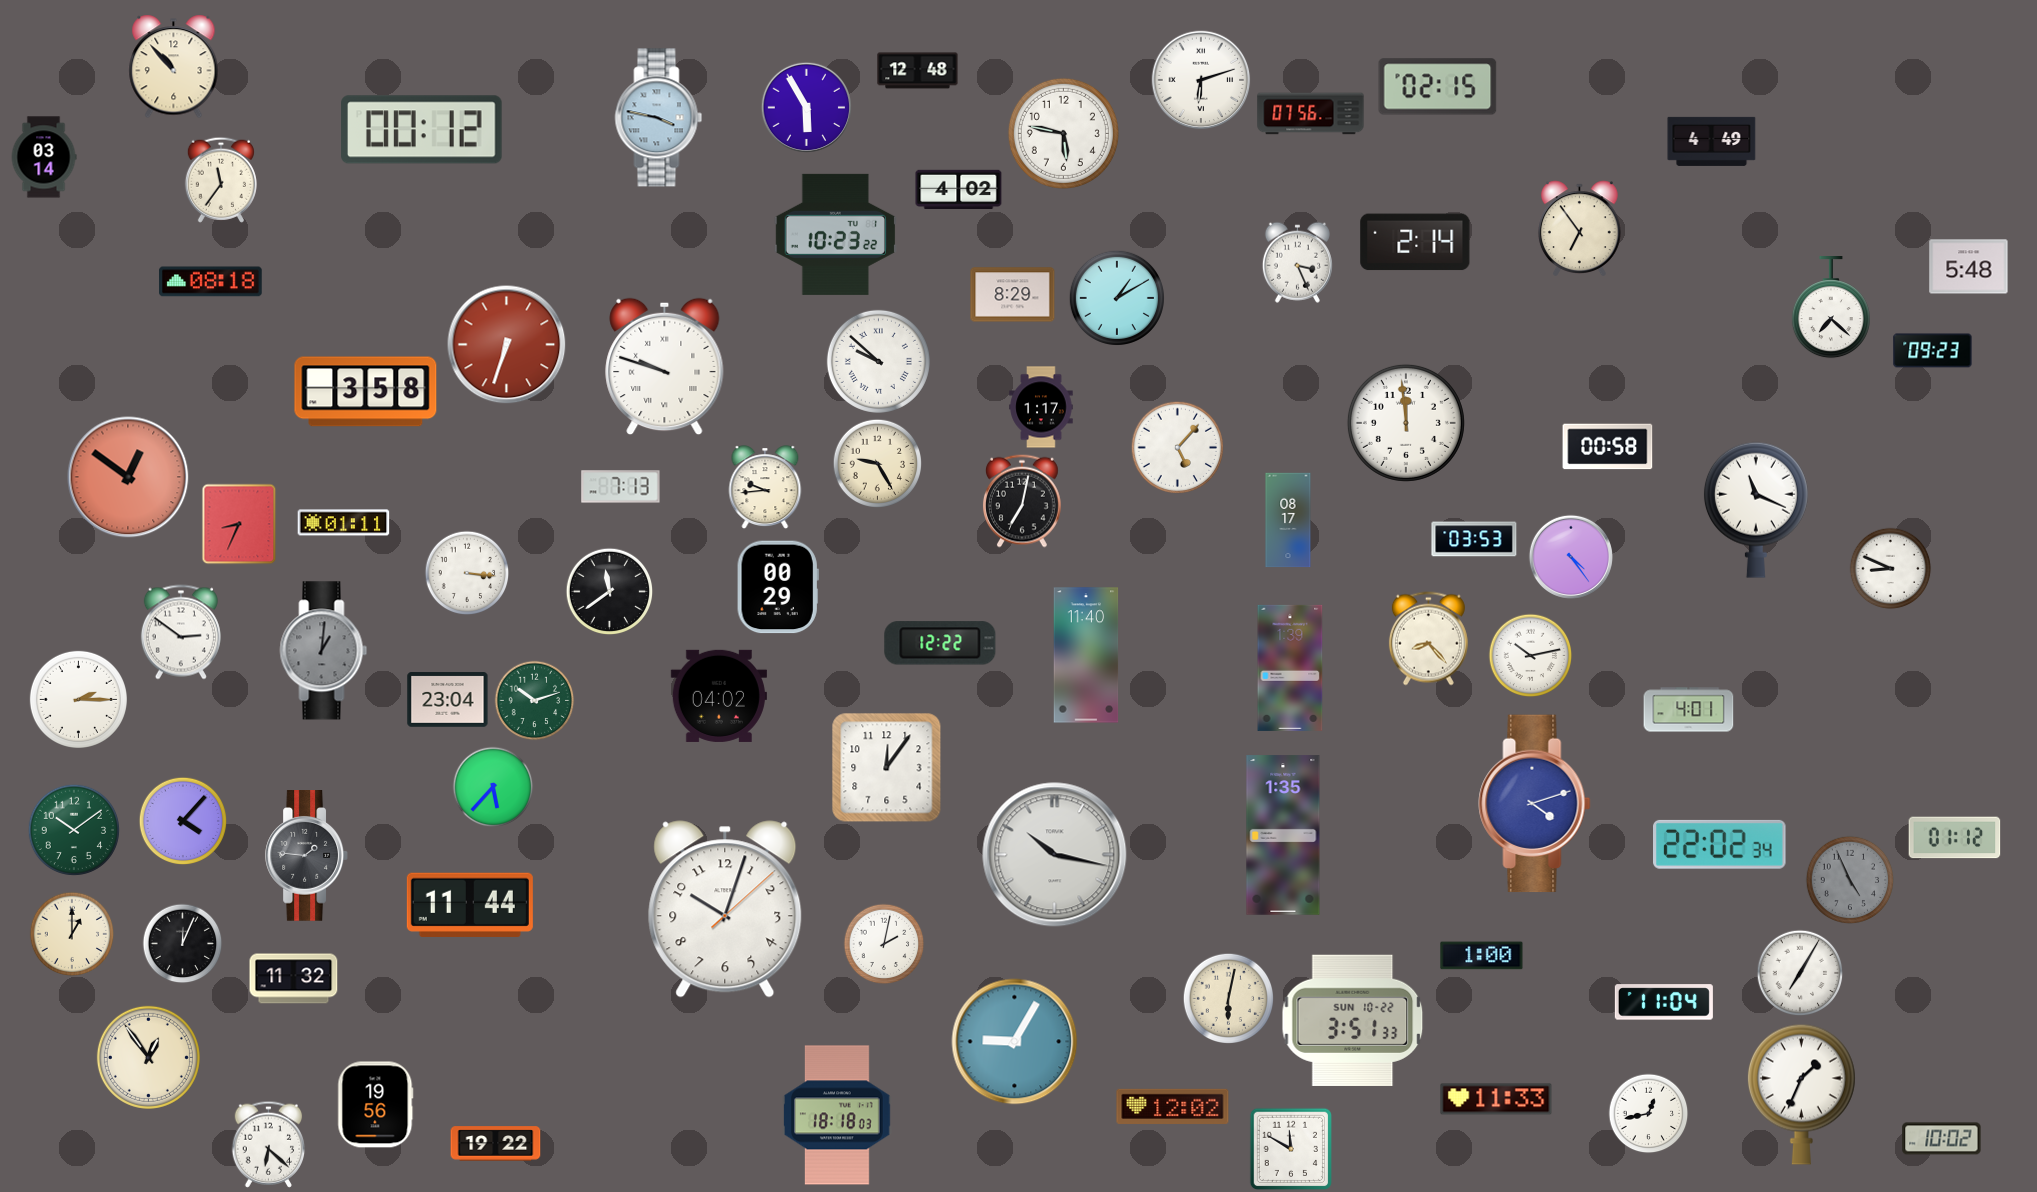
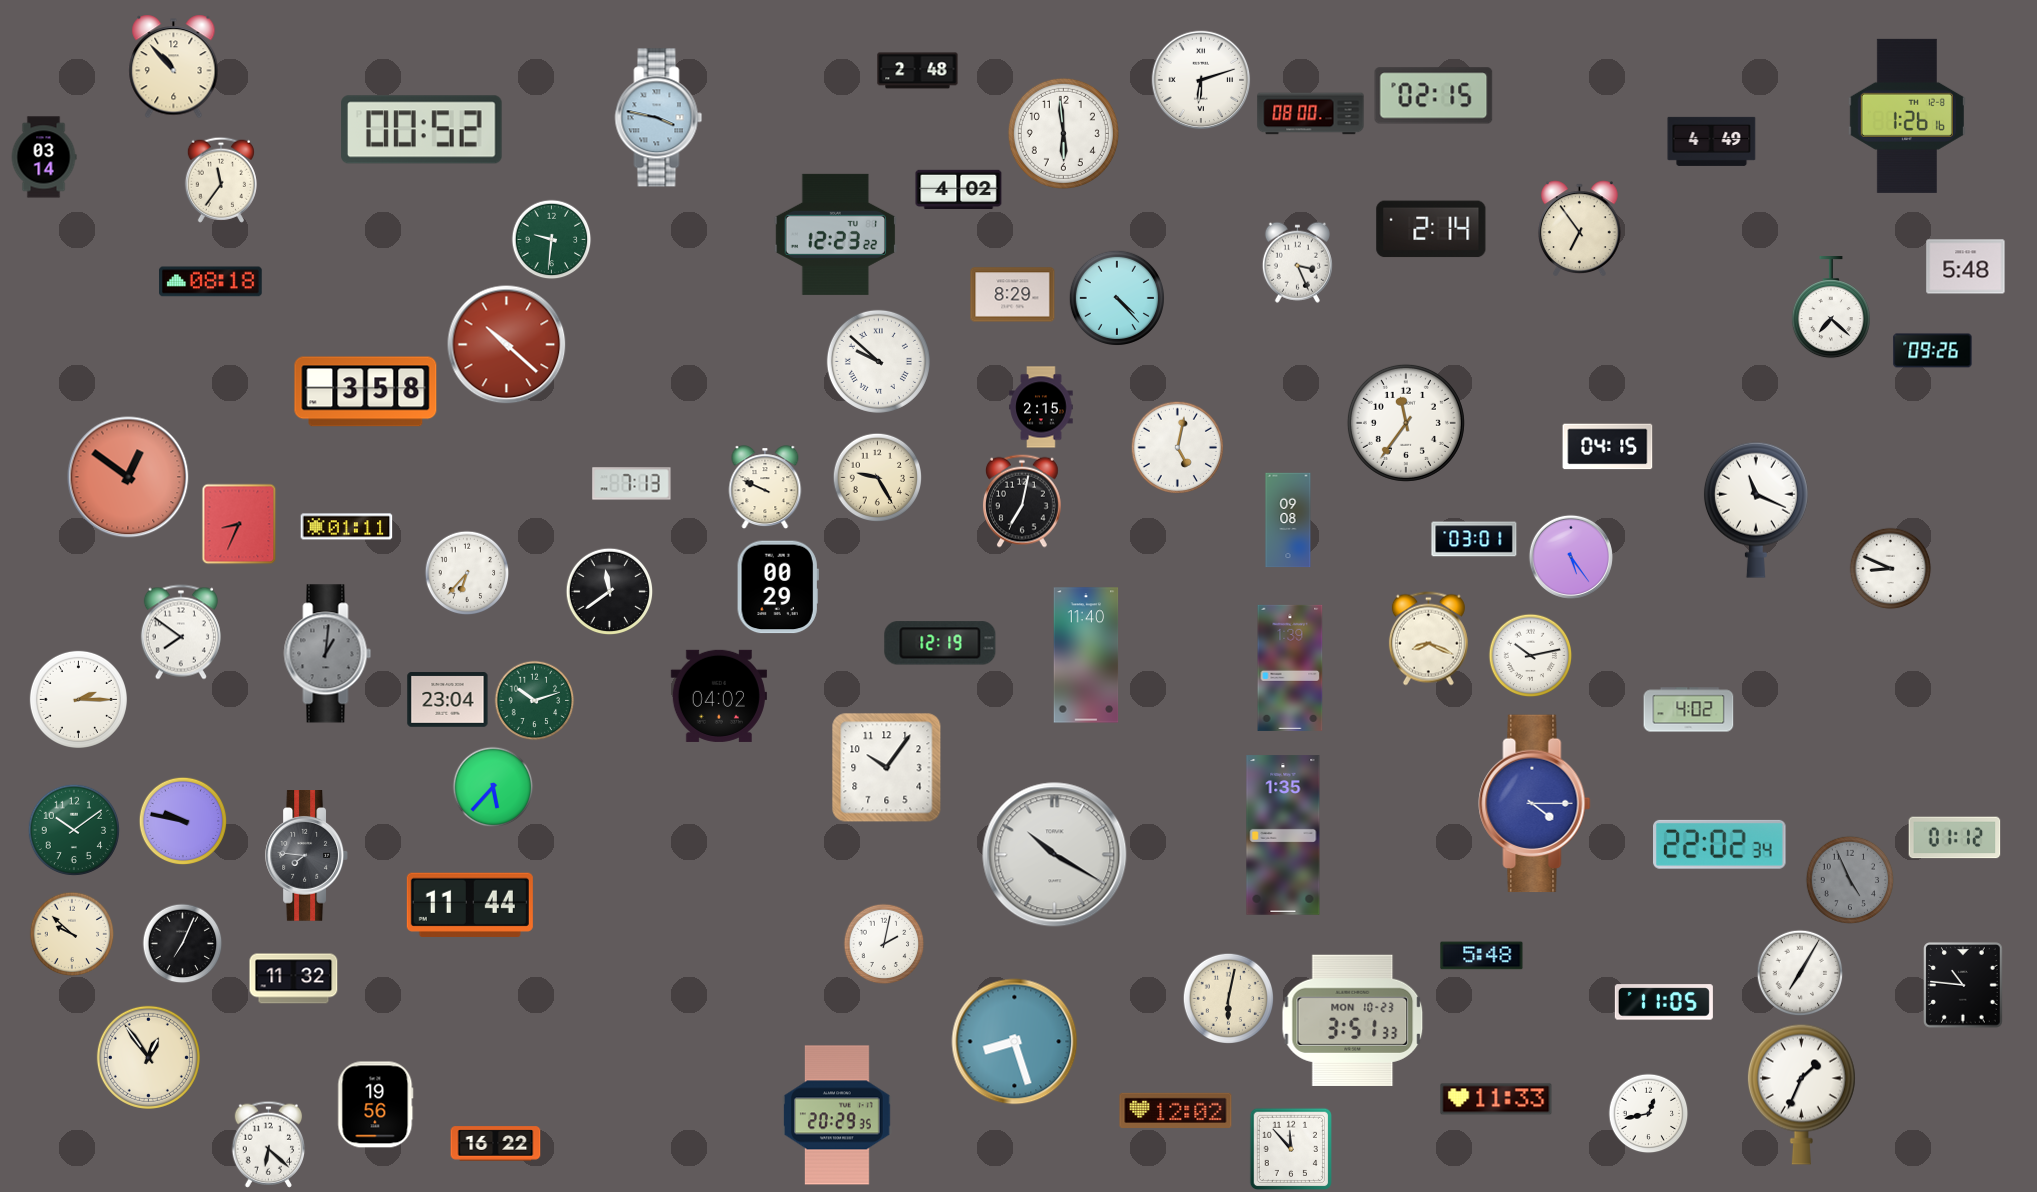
clock at (918, 71): 12:48 -> 2:48
clock at (1438, 87) position: (1438, 87) -> (1434, 96)
clock at (806, 107): 5:55 -> none
clock at (1311, 114): 07:56 -> 08:00
clock at (1907, 116): none -> 1:26
clock at (422, 130): 00:12 -> 00:52
clock at (1063, 133): 5:47 -> 5:59
clock at (835, 234): 10:23 -> 12:23
clock at (552, 240): none -> 9:31
clock at (1415, 242) position: (1415, 242) -> (1431, 229)
clock at (1969, 267) position: (1969, 267) -> (1966, 267)
clock at (1117, 298): 1:10 -> 4:23
clock at (507, 345): 6:33 -> 10:22
clock at (1933, 351): 09:23 -> 09:26
clock at (665, 367): 9:48 -> none
clock at (1041, 407): 1:17 -> 2:15
clock at (1406, 423): 11:59 -> 11:36
clock at (1177, 447): 5:07 -> 5:02
clock at (1608, 447): 00:58 -> 04:15
clock at (878, 464) position: (878, 464) -> (878, 478)
clock at (621, 487) position: (621, 487) -> (632, 484)
clock at (765, 488): 9:44 -> 9:49
clock at (1288, 520): 08:17 -> 09:08
clock at (344, 523) position: (344, 523) -> (347, 527)
clock at (1474, 539): 03:53 -> 03:01
clock at (1571, 557): 4:24 -> 5:24
clock at (467, 573): 3:16 -> 6:37
clock at (181, 632): 2:51 -> 7:51
clock at (1428, 639): 8:23 -> 8:19
clock at (940, 643): 12:22 -> 12:19
clock at (324, 651) position: (324, 651) -> (328, 654)
clock at (1689, 710): 4:01 -> 4:02
clock at (887, 768): 12:06 -> 10:06
clock at (1535, 804): 4:12 -> 4:15
clock at (183, 821): 4:07 -> 9:47
clock at (1055, 855): 10:17 -> 10:20
clock at (306, 856): 1:46 -> 7:46
clock at (725, 909): 10:03 -> none
clock at (72, 934): 1:00 -> 9:52
clock at (183, 944): 12:04 -> 7:04
clock at (1482, 956): 1:00 -> 5:48
clock at (1963, 985): none -> 10:46
clock at (1664, 1002): 11:04 -> 11:05
clock at (1353, 1020) date: SUN 10-22 -> MON 10-23
clock at (1015, 1042): 9:05 -> 8:27
clock at (1173, 1106) position: (1173, 1106) -> (1176, 1110)
clock at (837, 1115): 18:18 -> 20:29
clock at (1942, 1139): 10:02 -> none
clock at (496, 1144): 19:22 -> 16:22
clock at (1290, 1148): 11:50 -> 11:53
